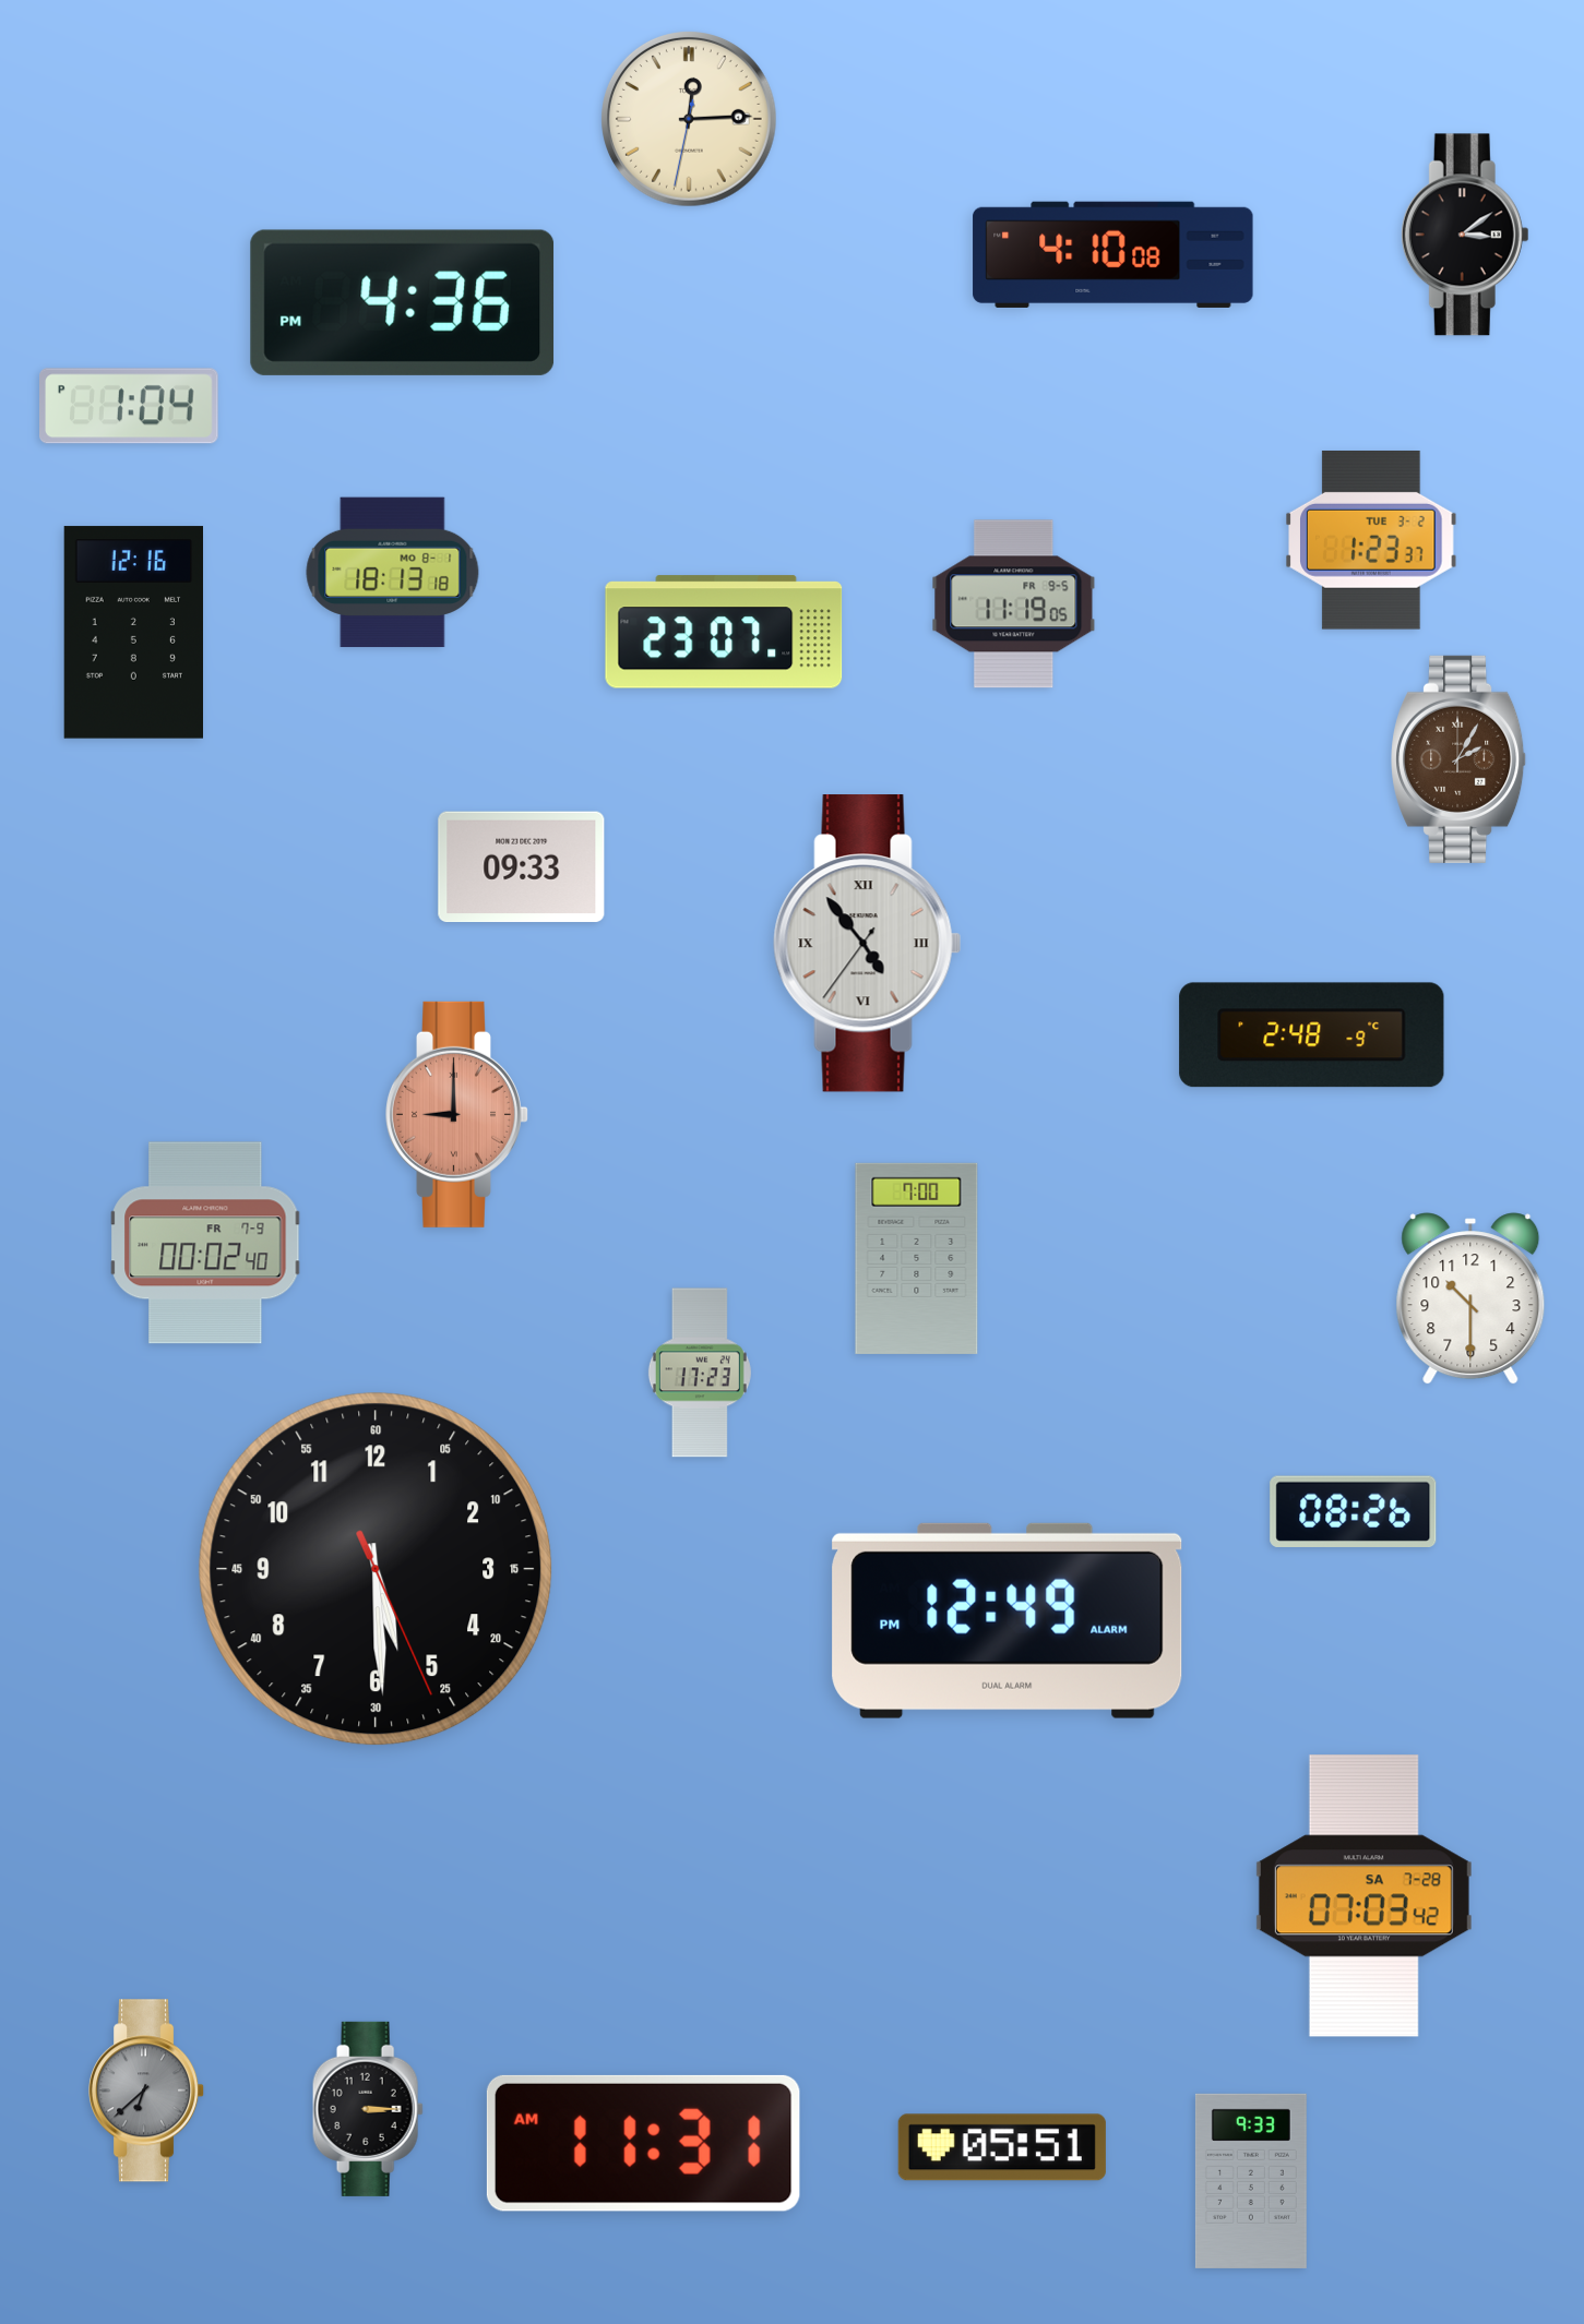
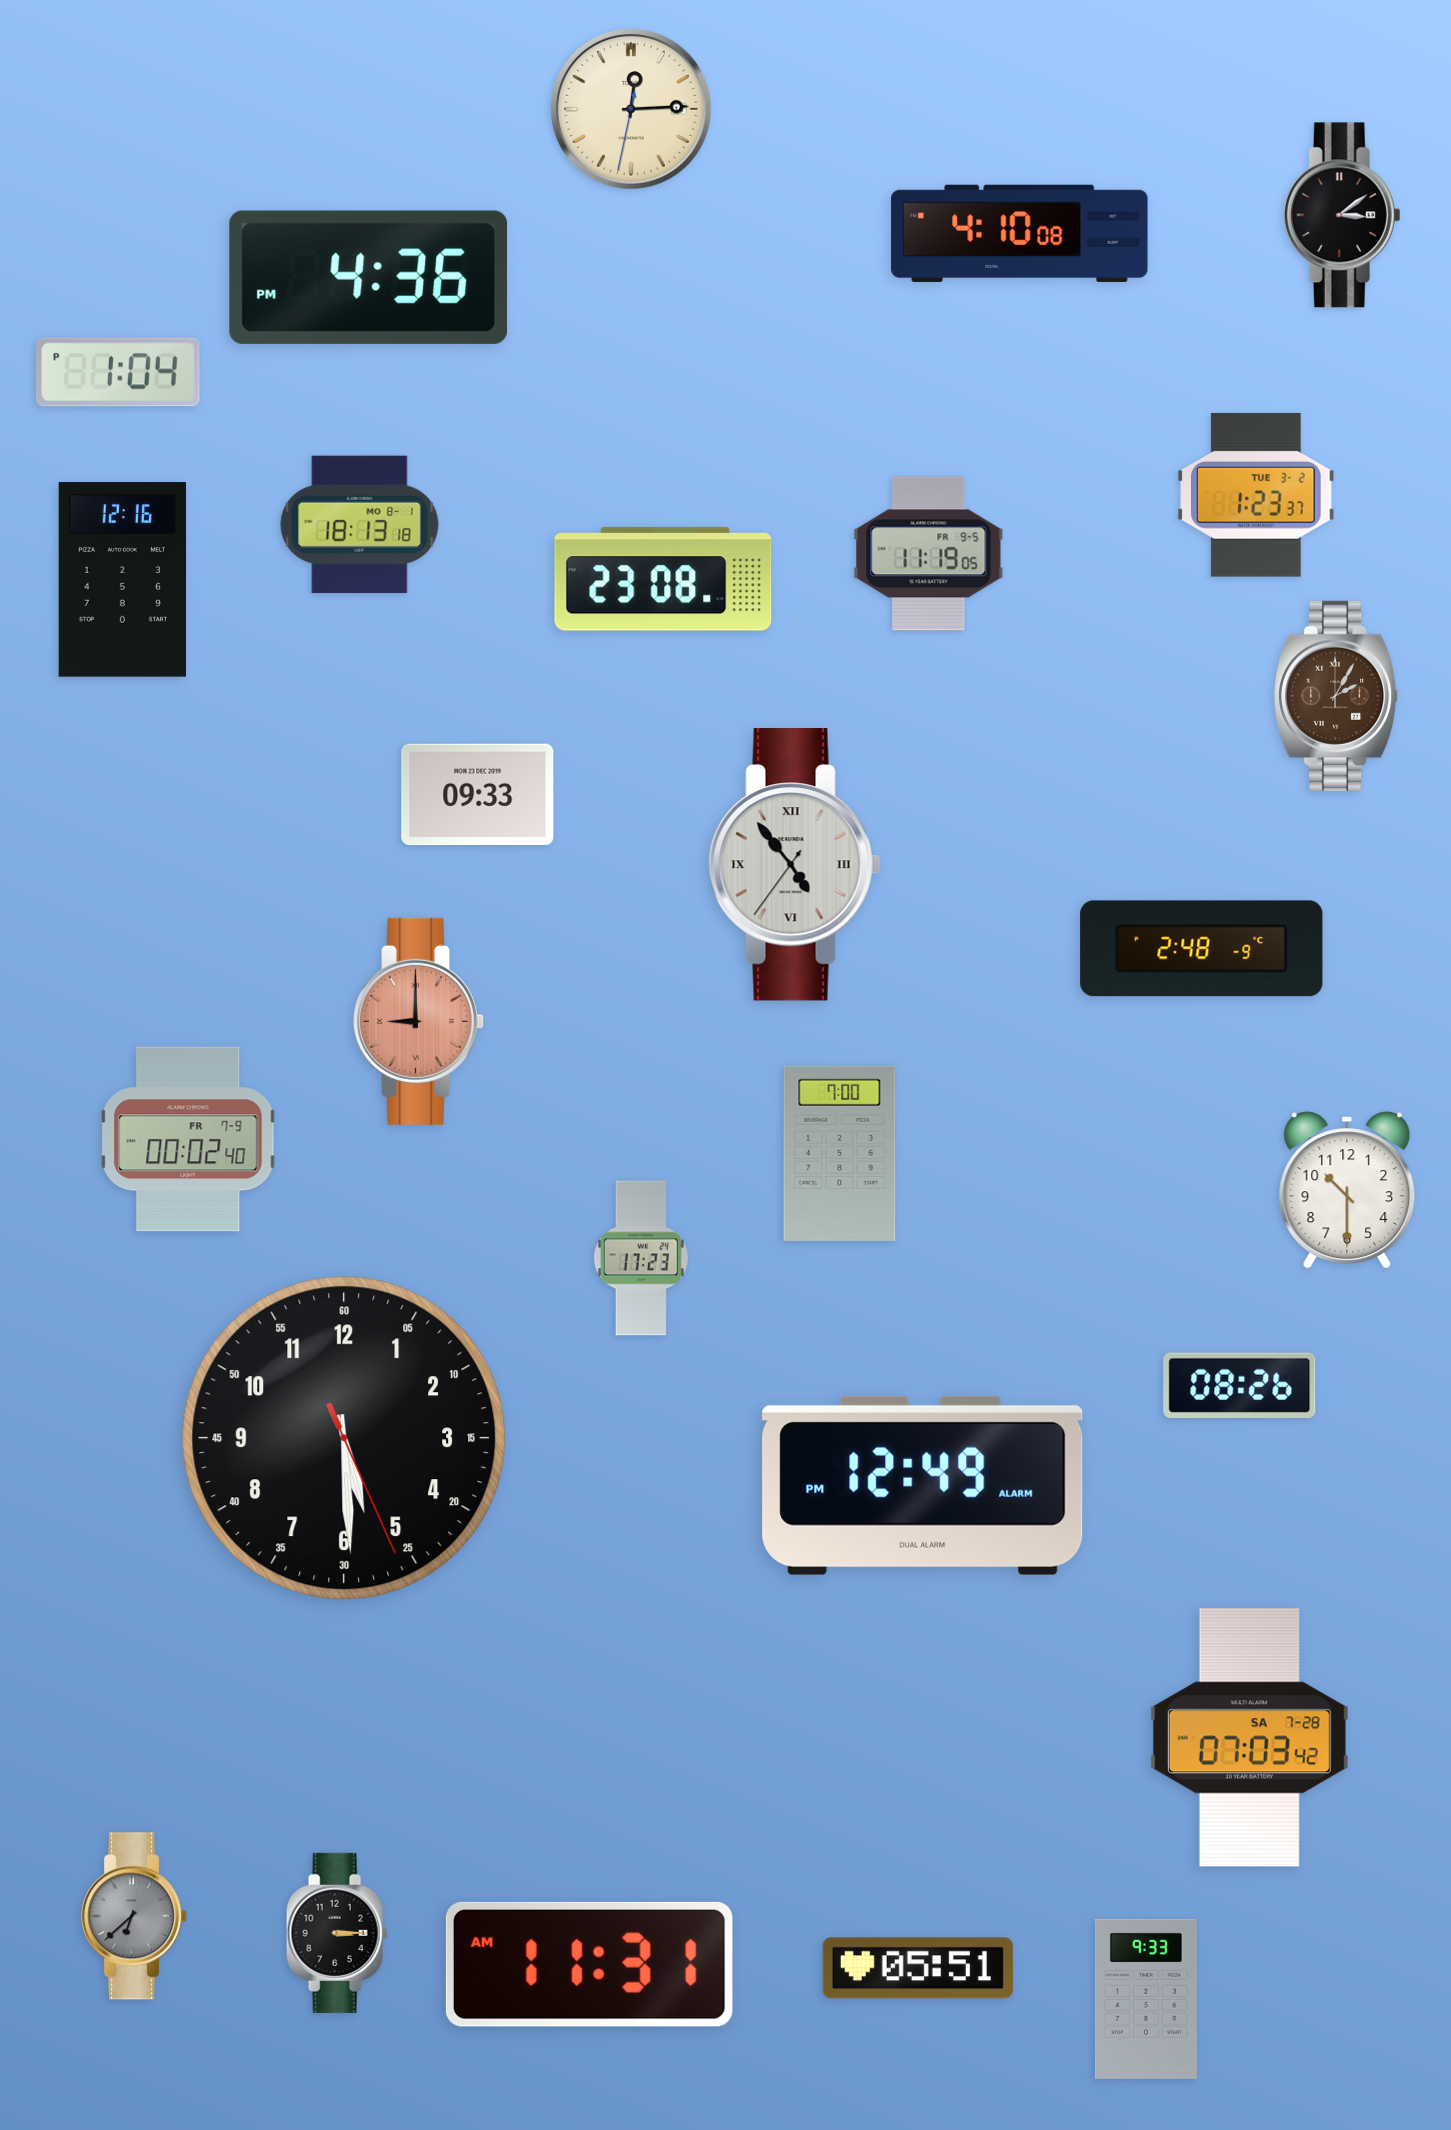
clock at (724, 632): 23:07 -> 23:08
